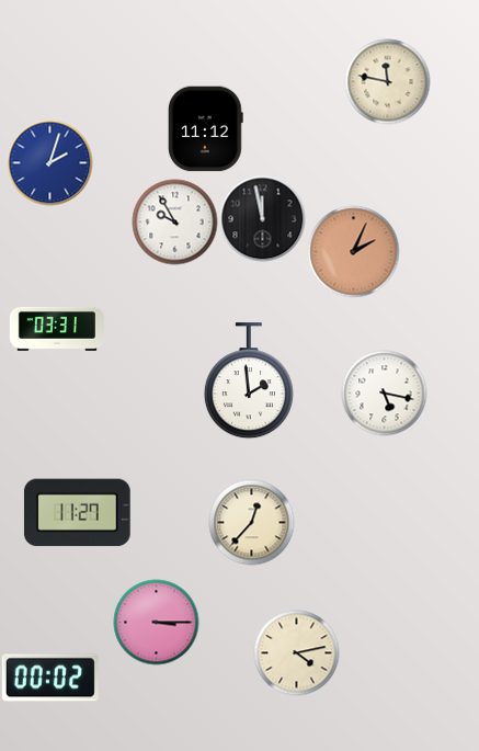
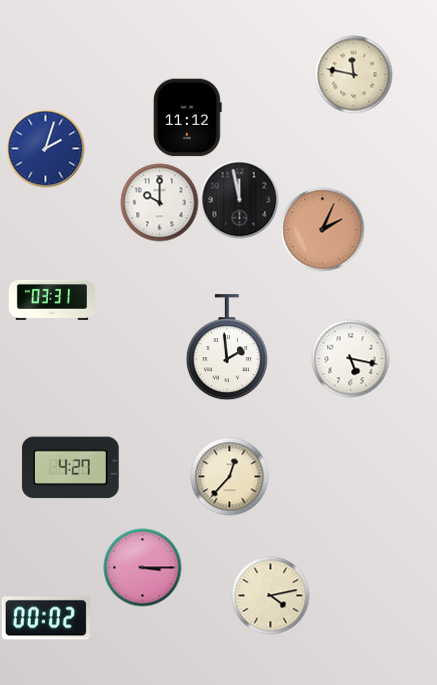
clock at (174, 221): 9:55 -> 10:00
clock at (78, 513): 11:27 -> 4:27
